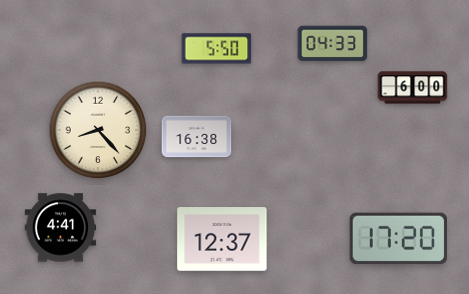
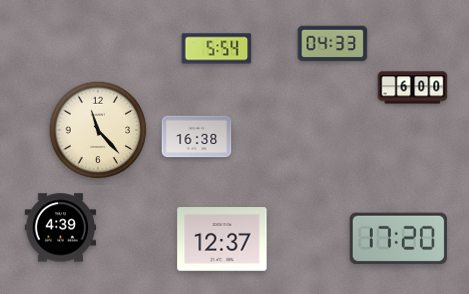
clock at (217, 49): 5:50 -> 5:54
clock at (98, 130): 8:23 -> 11:23
clock at (61, 228): 4:41 -> 4:39
